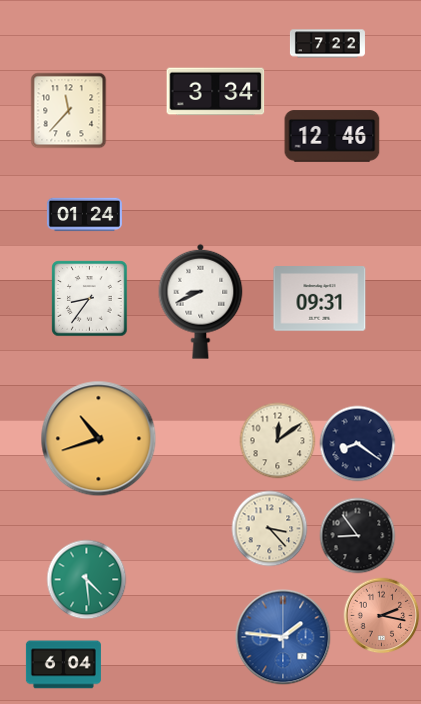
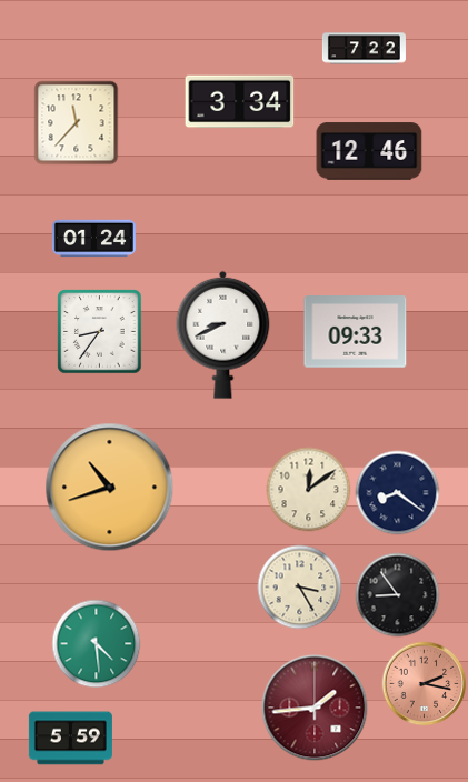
clock at (320, 299): 09:31 -> 09:33
clock at (270, 529): 3:23 -> 3:25
clock at (283, 637): 1:46 -> 1:44
clock at (283, 637) dial: blue -> burgundy
clock at (63, 665): 6:04 -> 5:59
